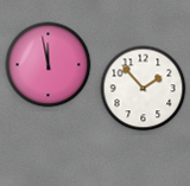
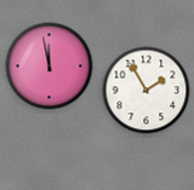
clock at (144, 89): 1:53 -> 1:55
